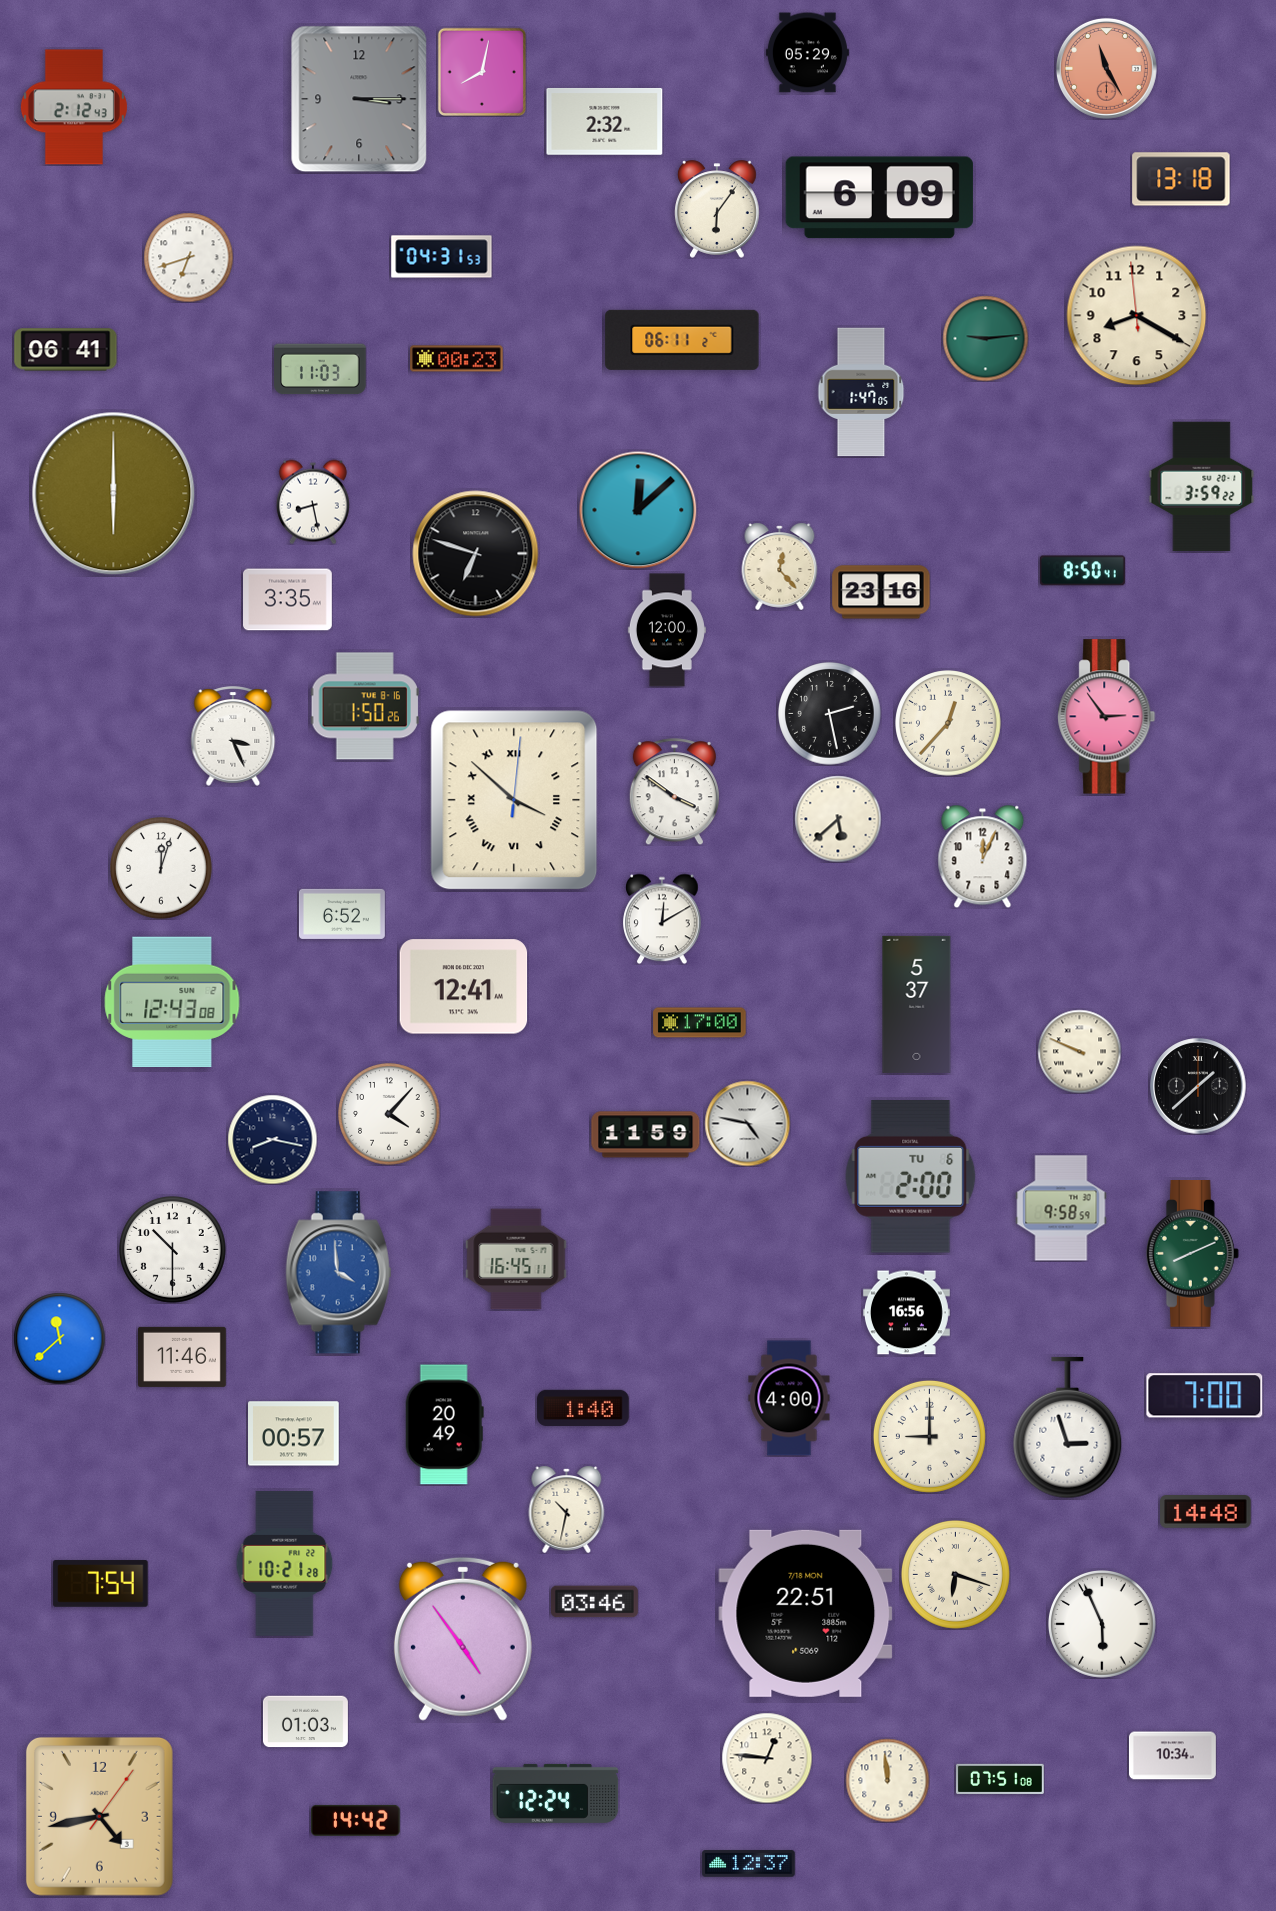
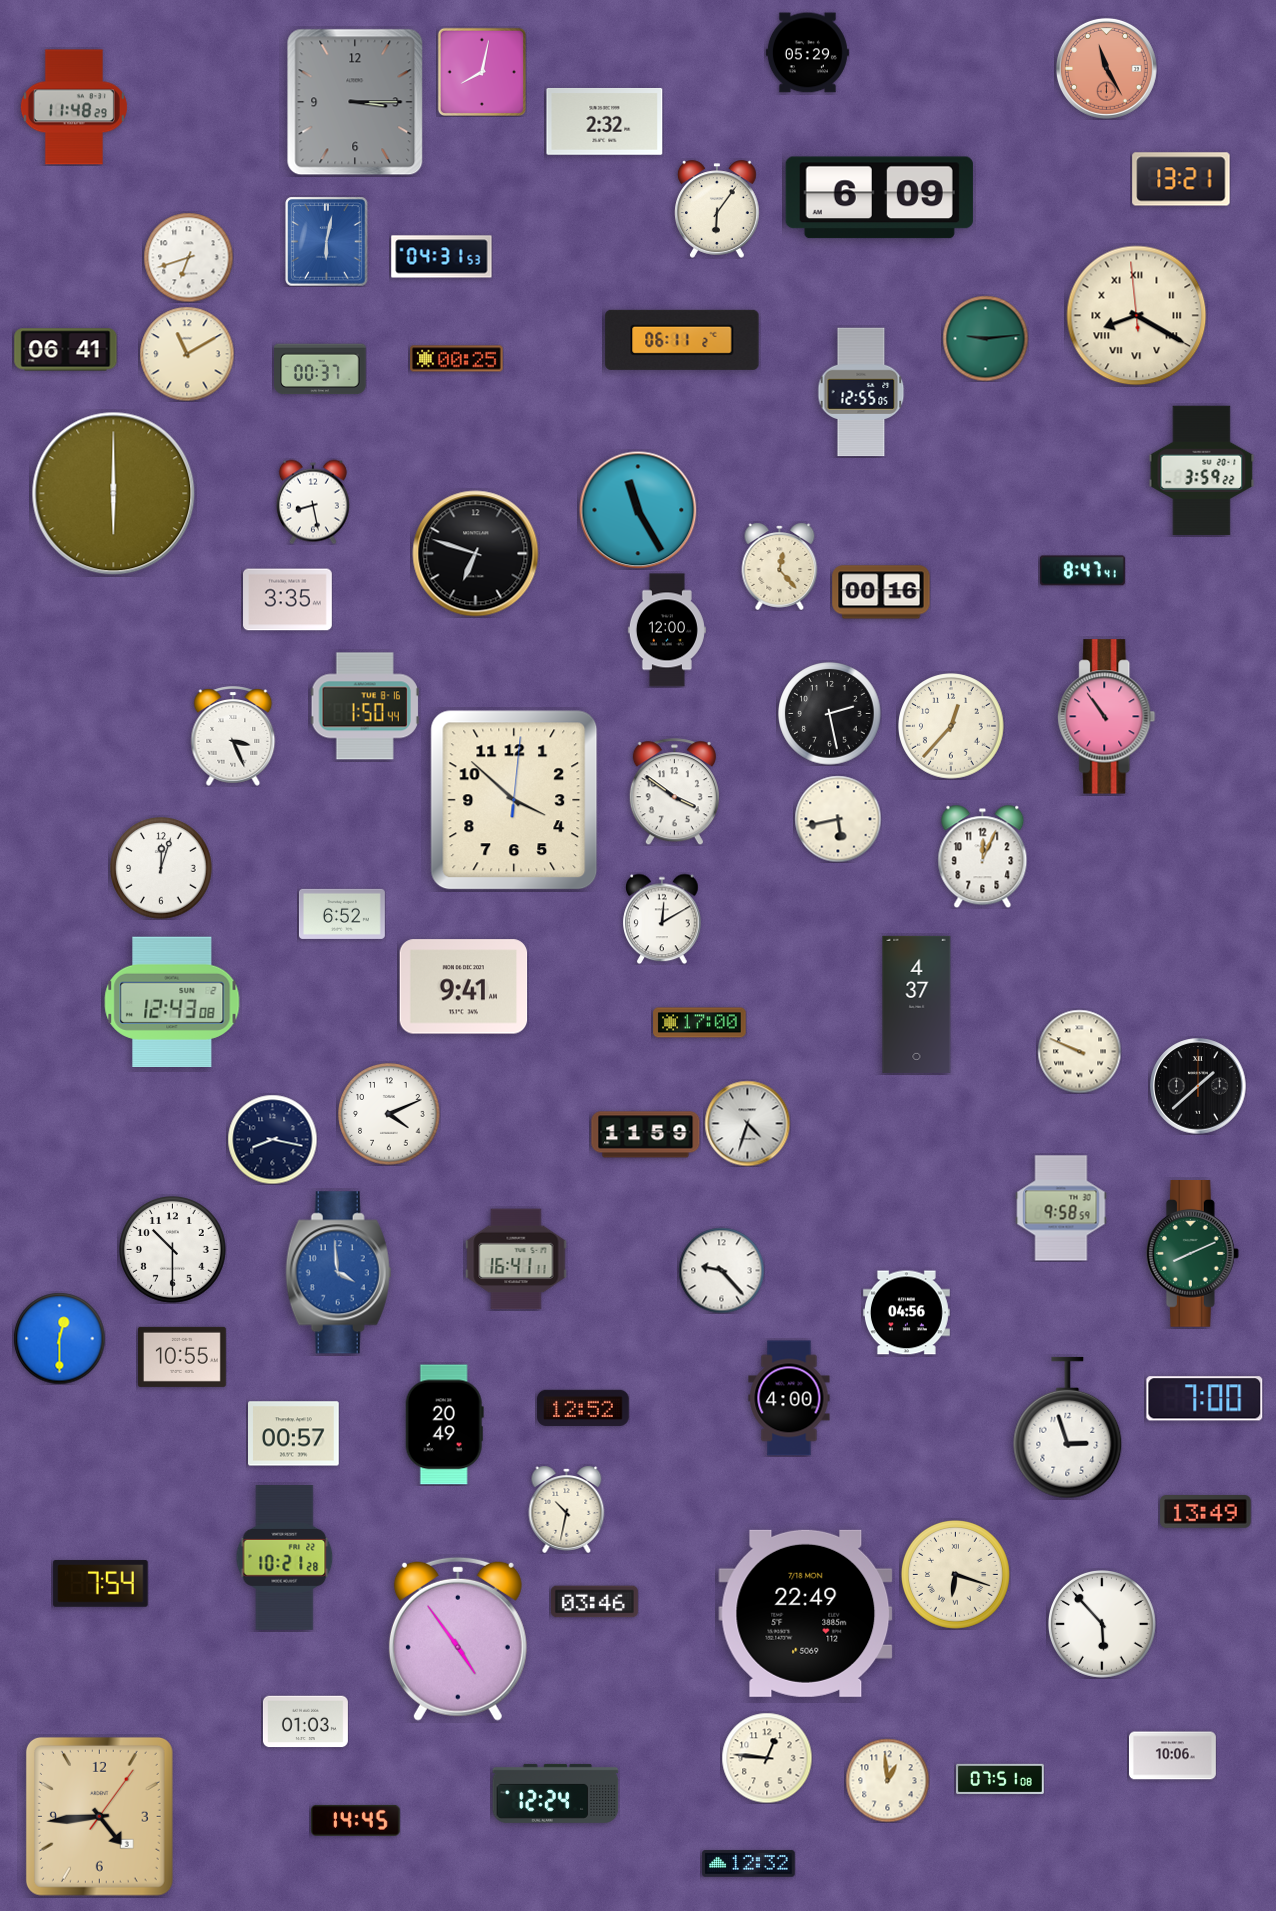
clock at (359, 99) position: (359, 99) -> (355, 102)
clock at (74, 107): 2:12 -> 11:48
clock at (1181, 179): 13:18 -> 13:21
clock at (327, 241): none -> 6:02
clock at (1137, 316) numerals: Arabic -> Roman
clock at (187, 354): none -> 11:10
clock at (457, 359): 00:23 -> 00:25
clock at (320, 369): 11:03 -> 00:37
clock at (861, 392): 1:47 -> 12:55
clock at (1202, 487) position: (1202, 487) -> (1202, 471)
clock at (638, 510): 12:08 -> 11:25
clock at (1082, 571): 8:50 -> 8:47
clock at (881, 592): 23:16 -> 00:16
clock at (365, 706): 1:50:26 -> 1:50:44
clock at (1107, 717): 2:54 -> 10:54
clock at (949, 724) position: (949, 724) -> (952, 727)
clock at (514, 800) numerals: Roman -> Arabic
clock at (838, 819): 5:38 -> 5:43
clock at (464, 987): 12:41 -> 9:41
clock at (917, 1004): 5:37 -> 4:37
clock at (389, 1114): 4:07 -> 4:11
clock at (747, 1123): 4:47 -> 4:33
clock at (911, 1177): 2:00 -> none
clock at (516, 1259): 16:45 -> 16:41
clock at (721, 1270): none -> 9:23
clock at (906, 1313): 16:56 -> 04:56
clock at (59, 1338): 11:38 -> 12:30
clock at (183, 1357): 11:46 -> 10:55
clock at (1205, 1396) position: (1205, 1396) -> (1205, 1399)
clock at (583, 1408): 1:40 -> 12:52
clock at (929, 1436): 9:00 -> none
clock at (1206, 1512): 14:48 -> 13:49
clock at (285, 1564) position: (285, 1564) -> (285, 1558)
clock at (806, 1613): 22:51 -> 22:49
clock at (1102, 1624): 5:56 -> 5:53
clock at (463, 1639) position: (463, 1639) -> (458, 1639)
clock at (1172, 1756): 10:34 -> 10:06
clock at (887, 1780): 11:59 -> 12:59
clock at (99, 1816): 4:43 -> 4:44
clock at (356, 1820): 14:42 -> 14:45
clock at (749, 1864): 12:37 -> 12:32
